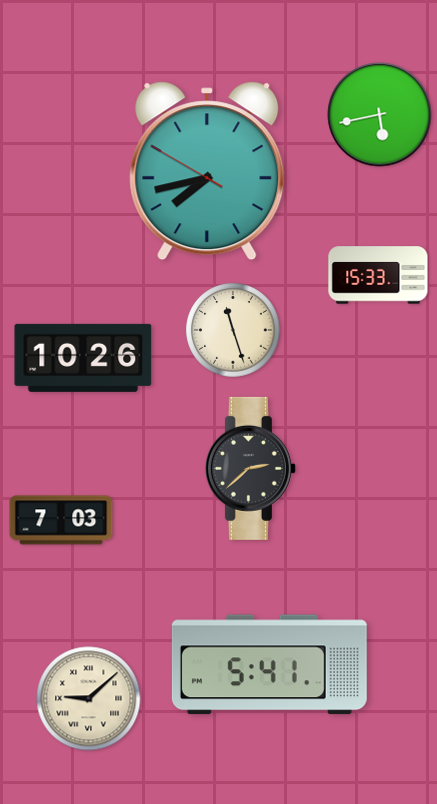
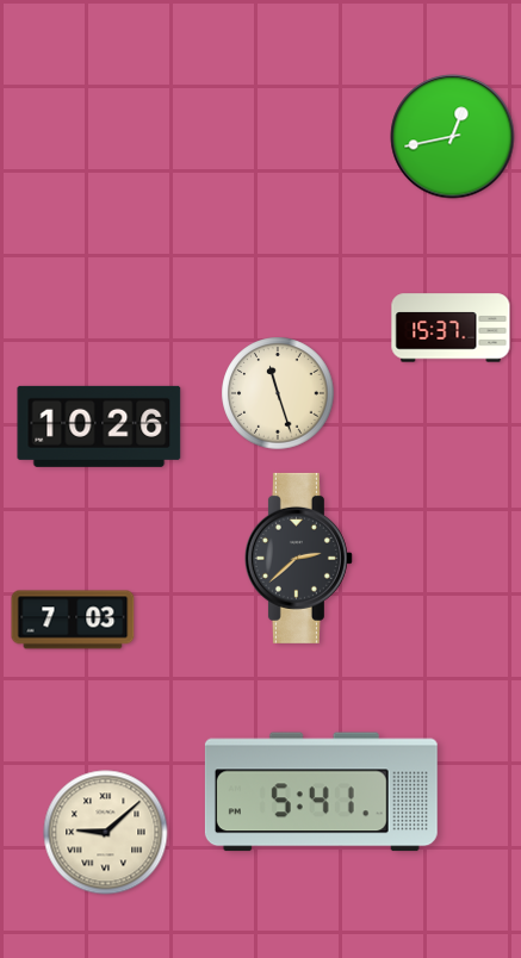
clock at (380, 115): 5:43 -> 12:43
clock at (207, 171): 7:42 -> none
clock at (378, 275): 15:33 -> 15:37
